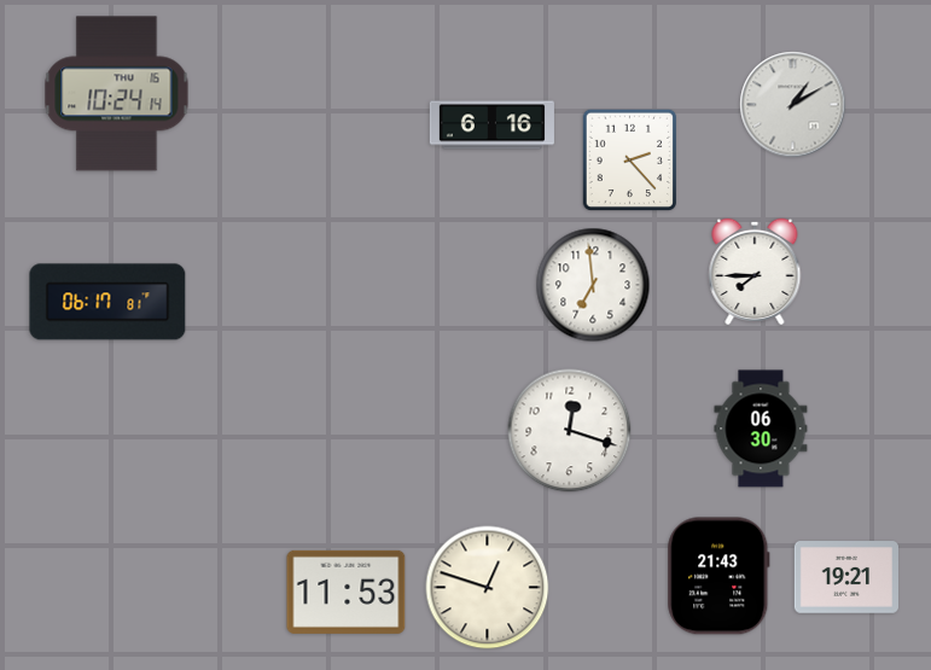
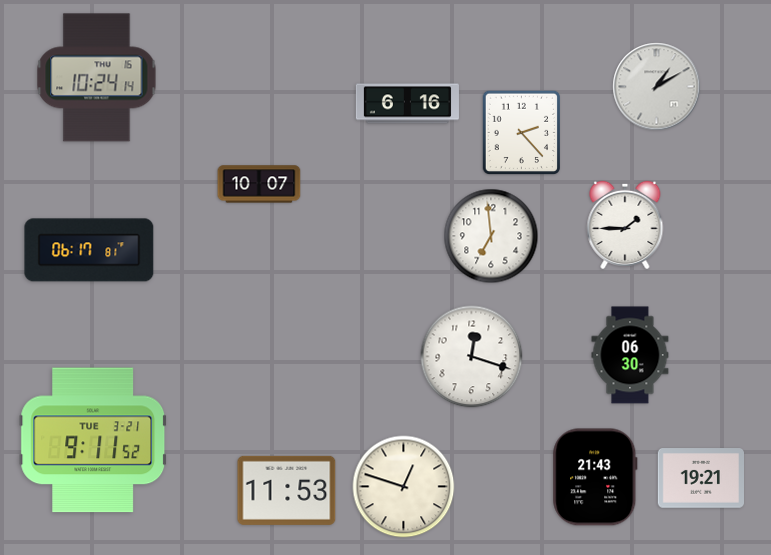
clock at (259, 184): none -> 10:07
clock at (755, 272): 7:45 -> 1:45
clock at (93, 440): none -> 9:11
